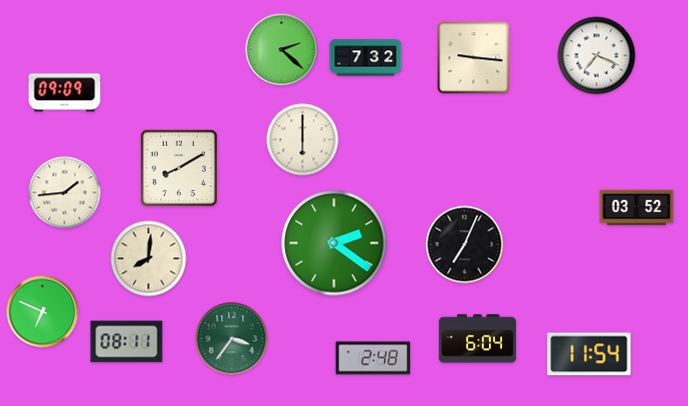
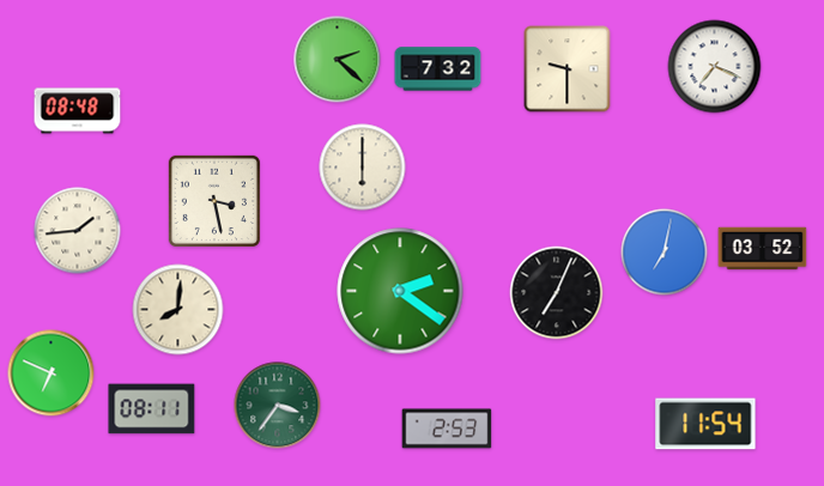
clock at (474, 58): 9:16 -> 9:30
clock at (65, 93): 09:09 -> 08:48
clock at (179, 168): 8:10 -> 3:28
clock at (665, 253): none -> 7:02
clock at (477, 339): 6:04 -> none
clock at (373, 358): 2:48 -> 2:53
